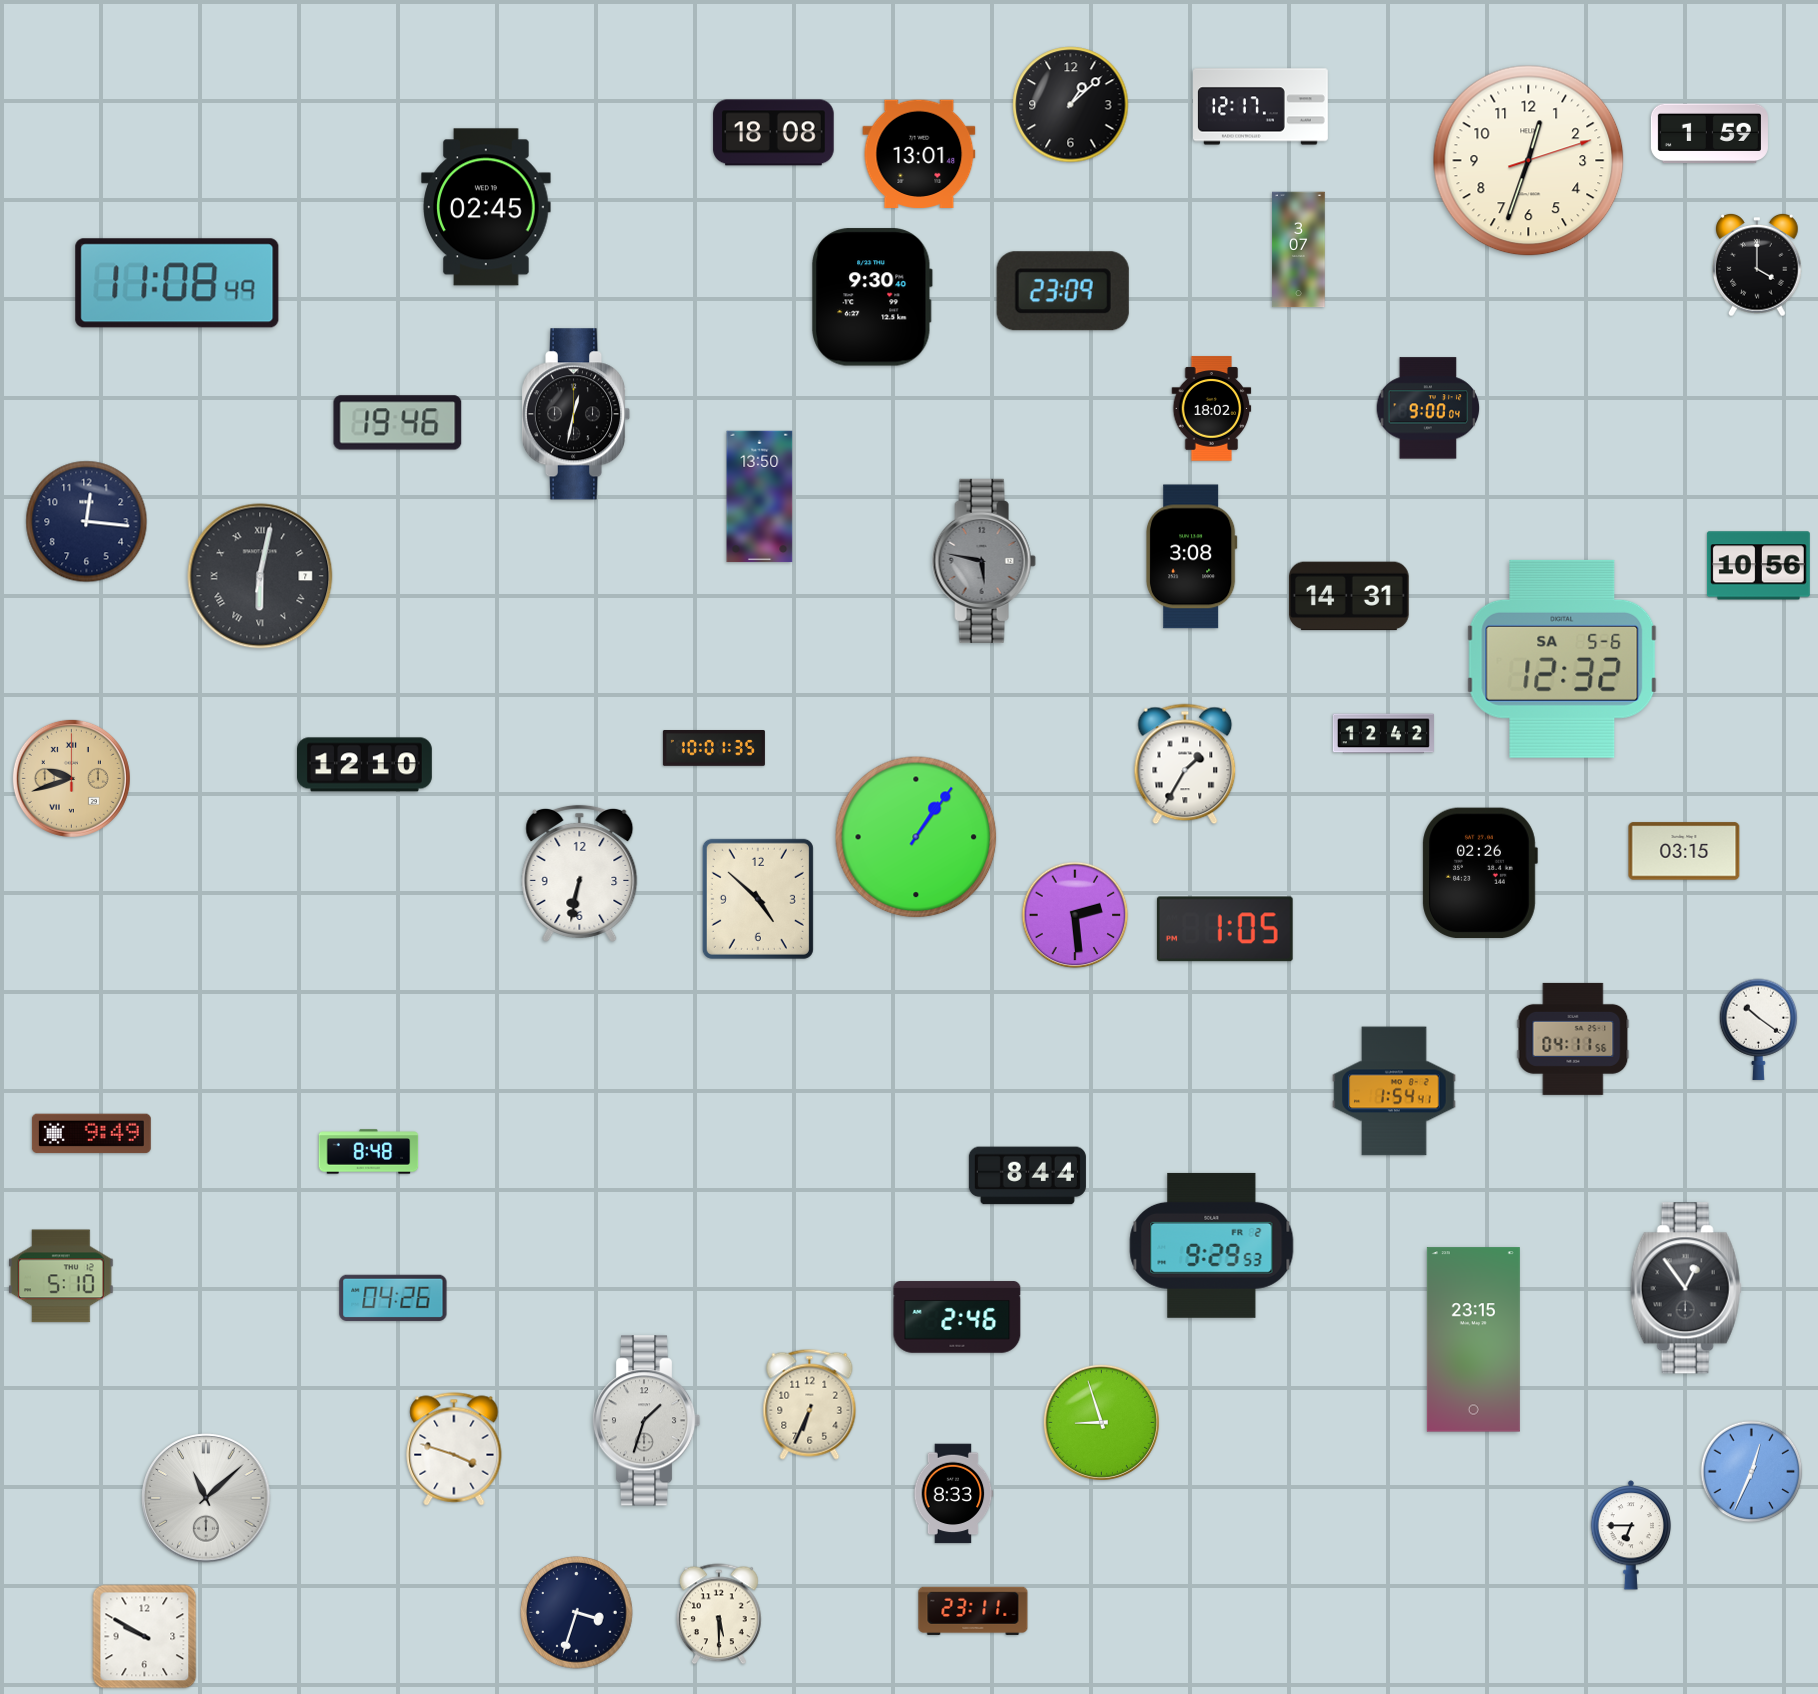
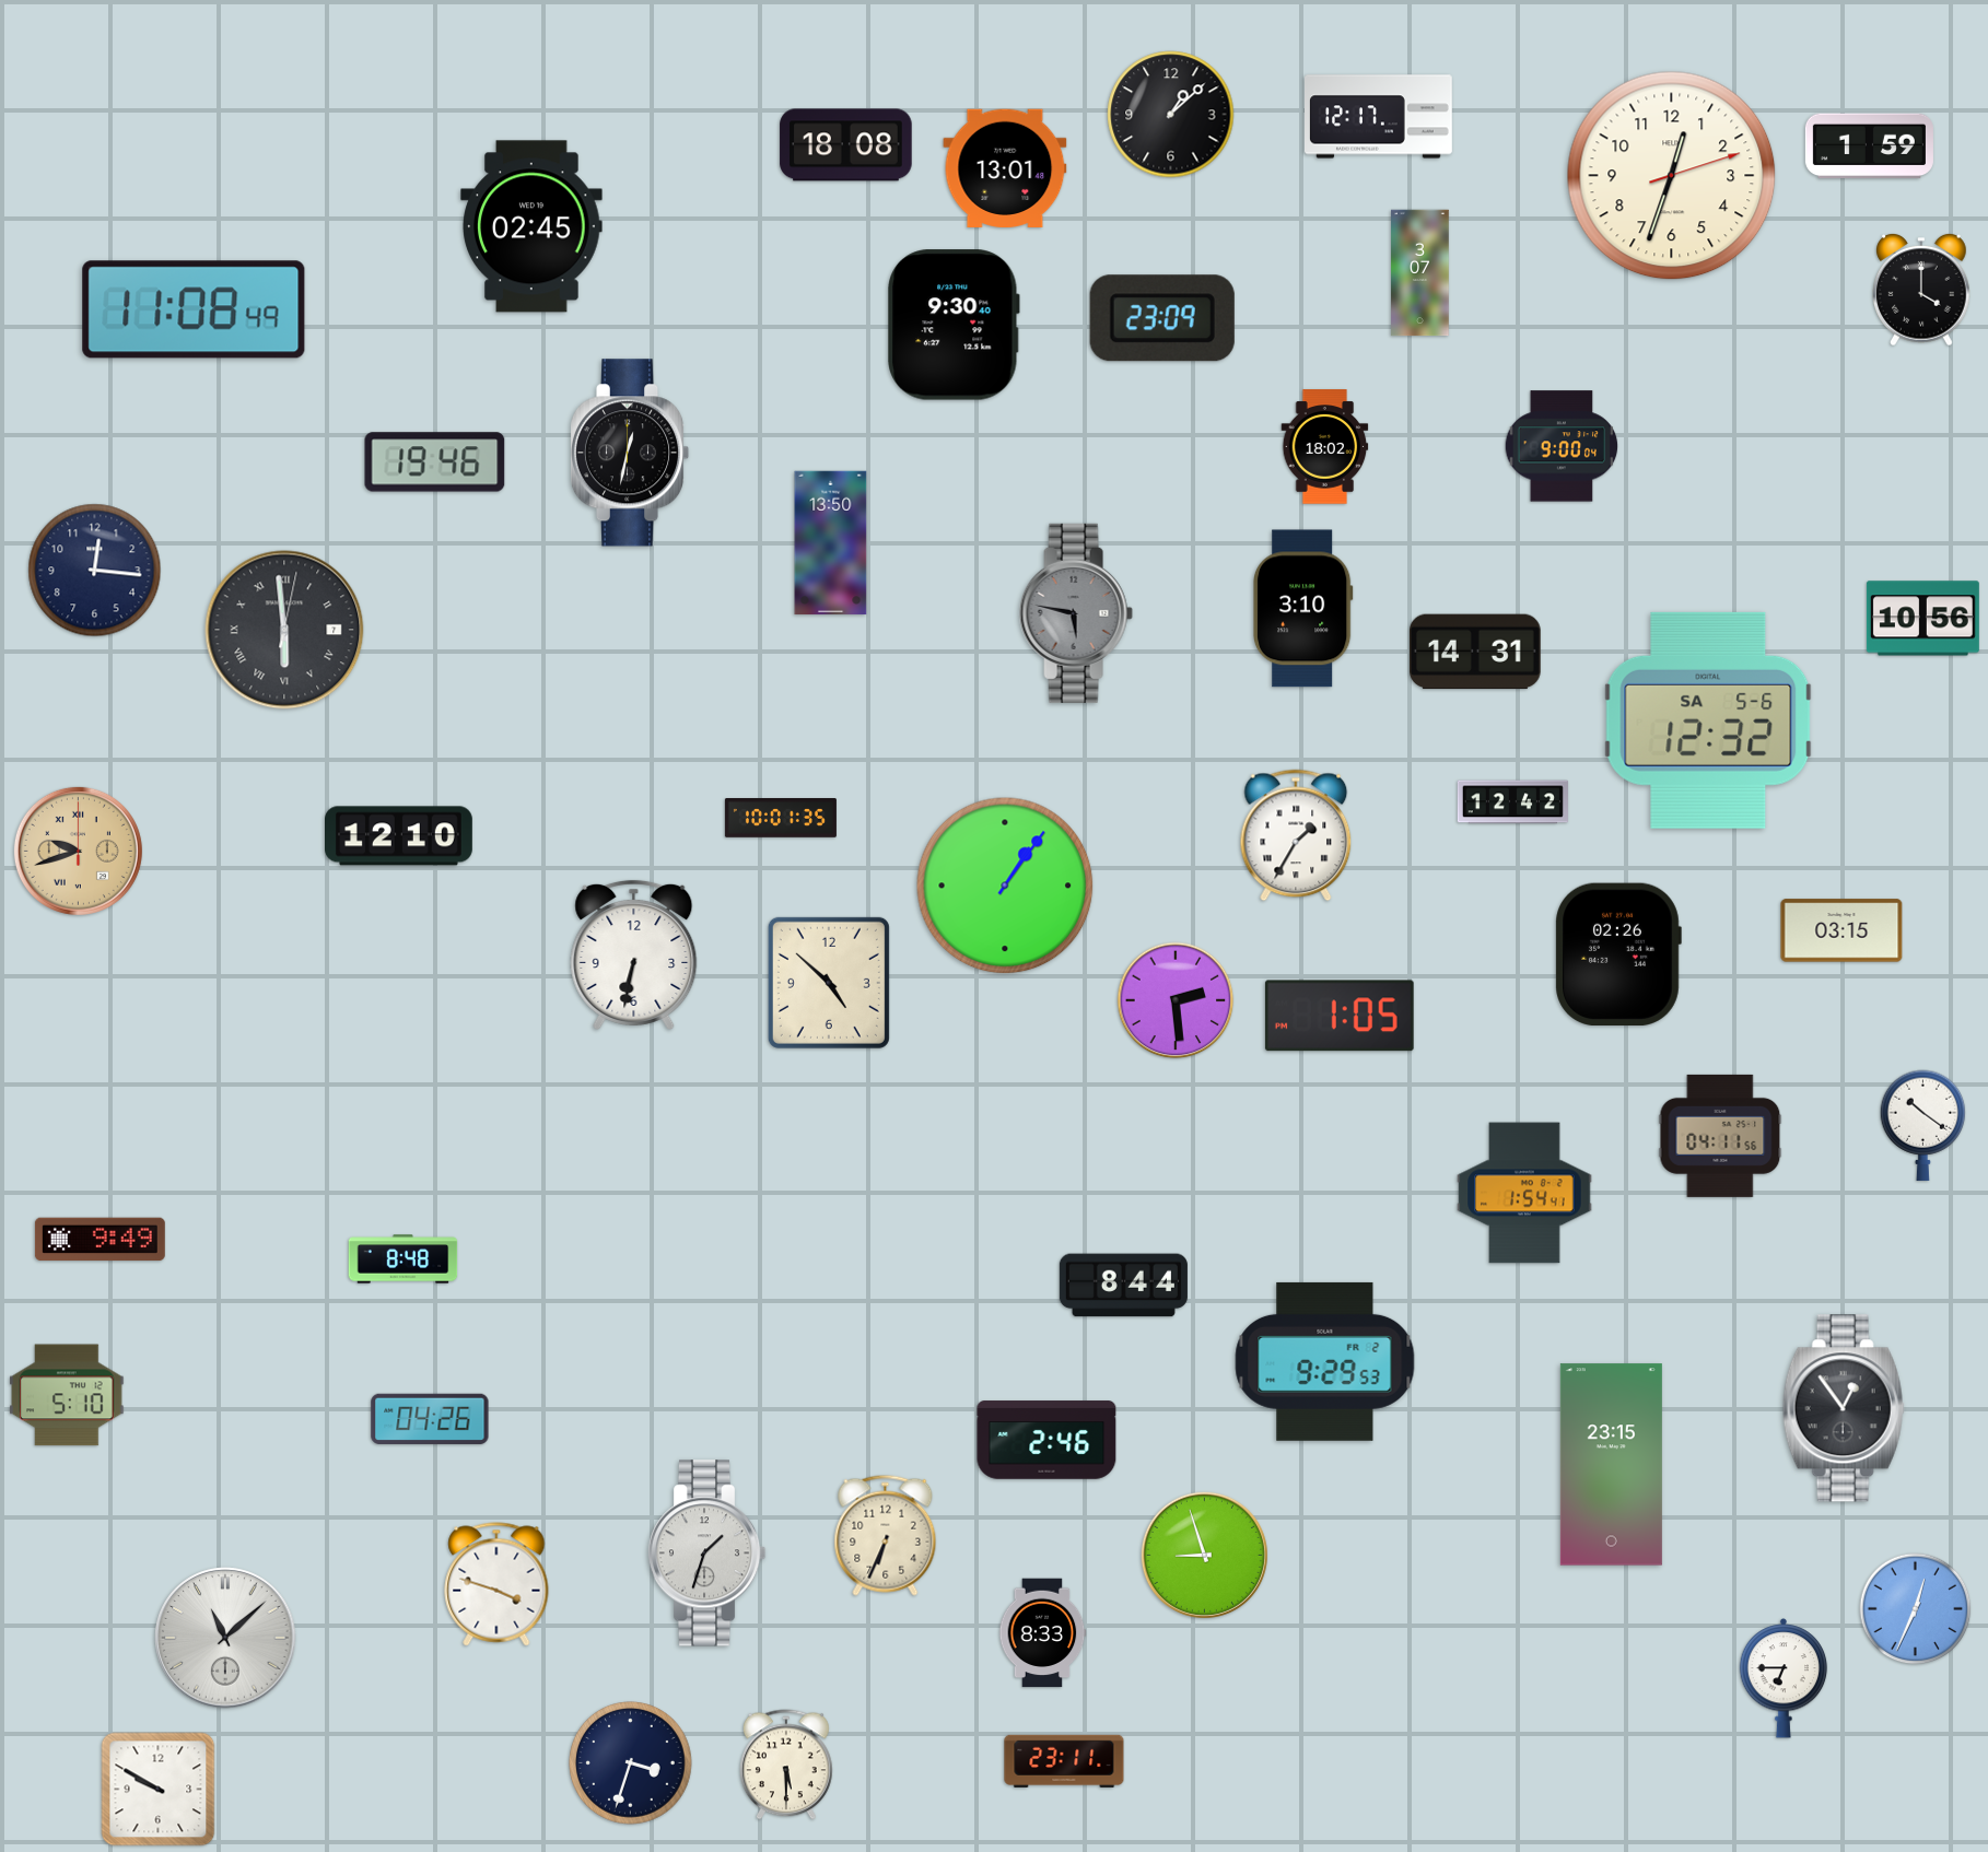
clock at (1191, 557): 3:08 -> 3:10
clock at (260, 576): 6:02 -> 5:59
clock at (916, 837) position: (916, 837) -> (1005, 886)
